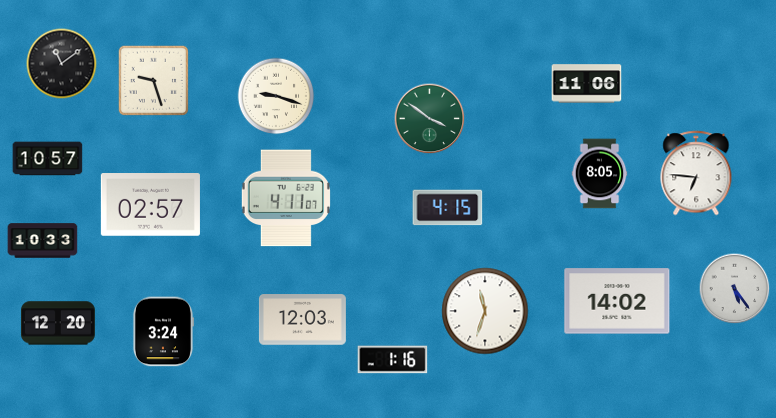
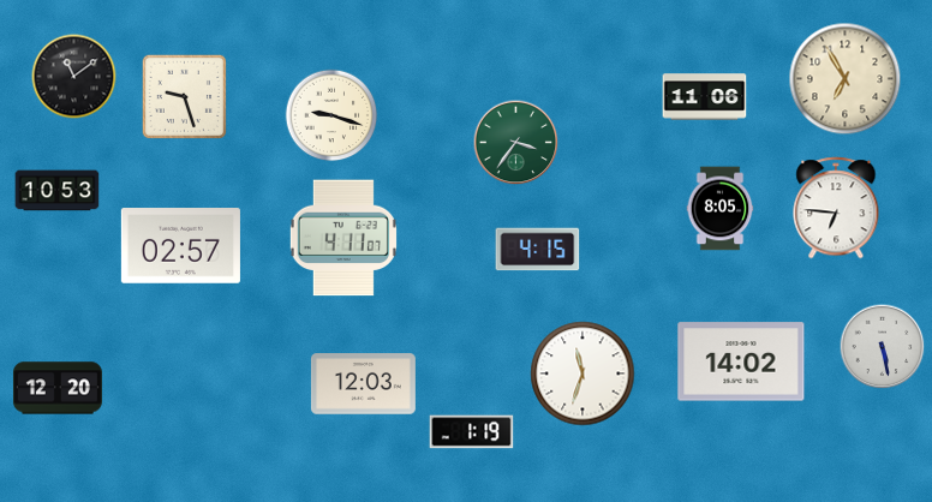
clock at (846, 79): none -> 6:55
clock at (587, 84) position: (587, 84) -> (705, 97)
clock at (430, 119): 3:51 -> 3:36
clock at (48, 159): 10:57 -> 10:53
clock at (43, 241): 10:33 -> none
clock at (735, 289): 5:24 -> 5:28
clock at (58, 323) position: (58, 323) -> (58, 388)
clock at (163, 332): 3:24 -> none
clock at (393, 360): 1:16 -> 1:19
